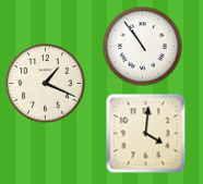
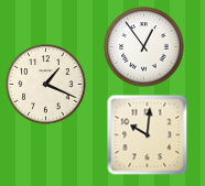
clock at (143, 47): 10:54 -> 12:54
clock at (146, 134): 4:01 -> 10:01
